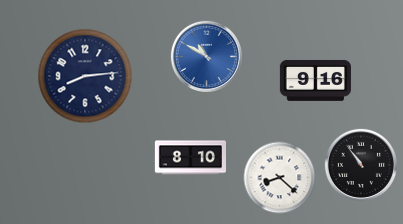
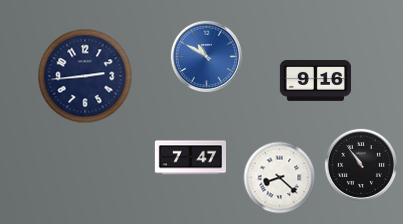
clock at (85, 76): 8:14 -> 2:44
clock at (190, 158): 8:10 -> 7:47
